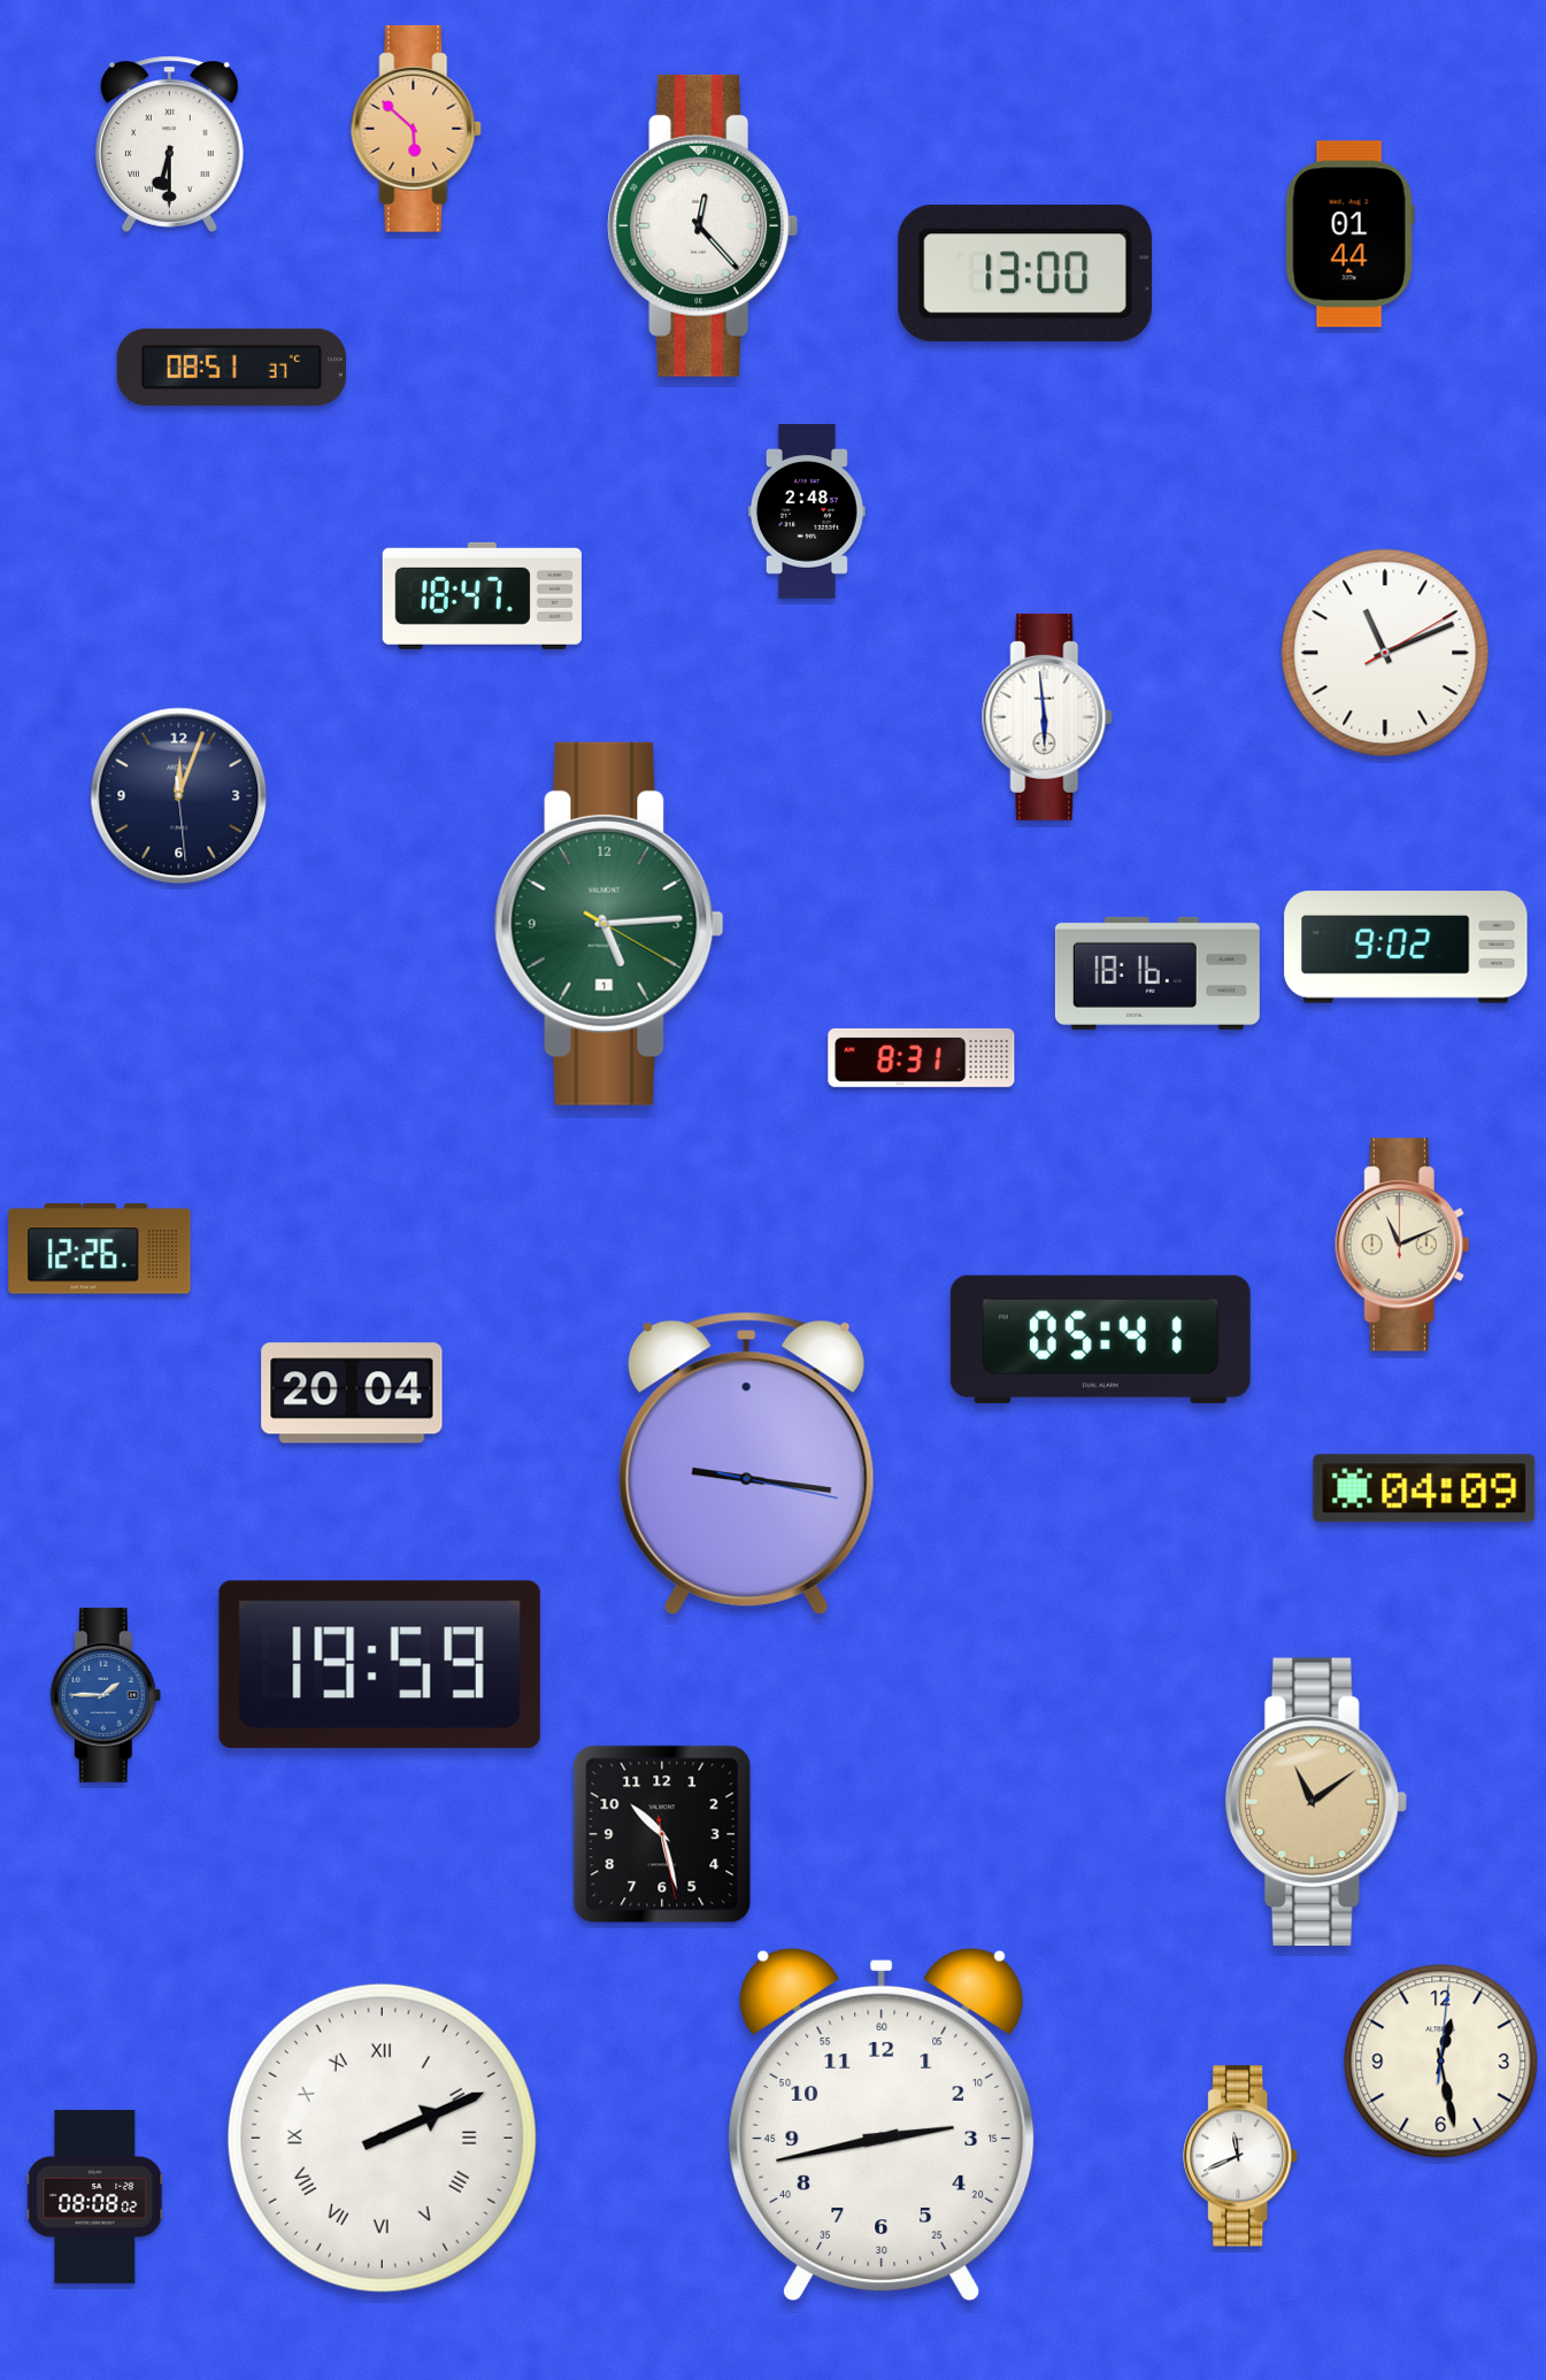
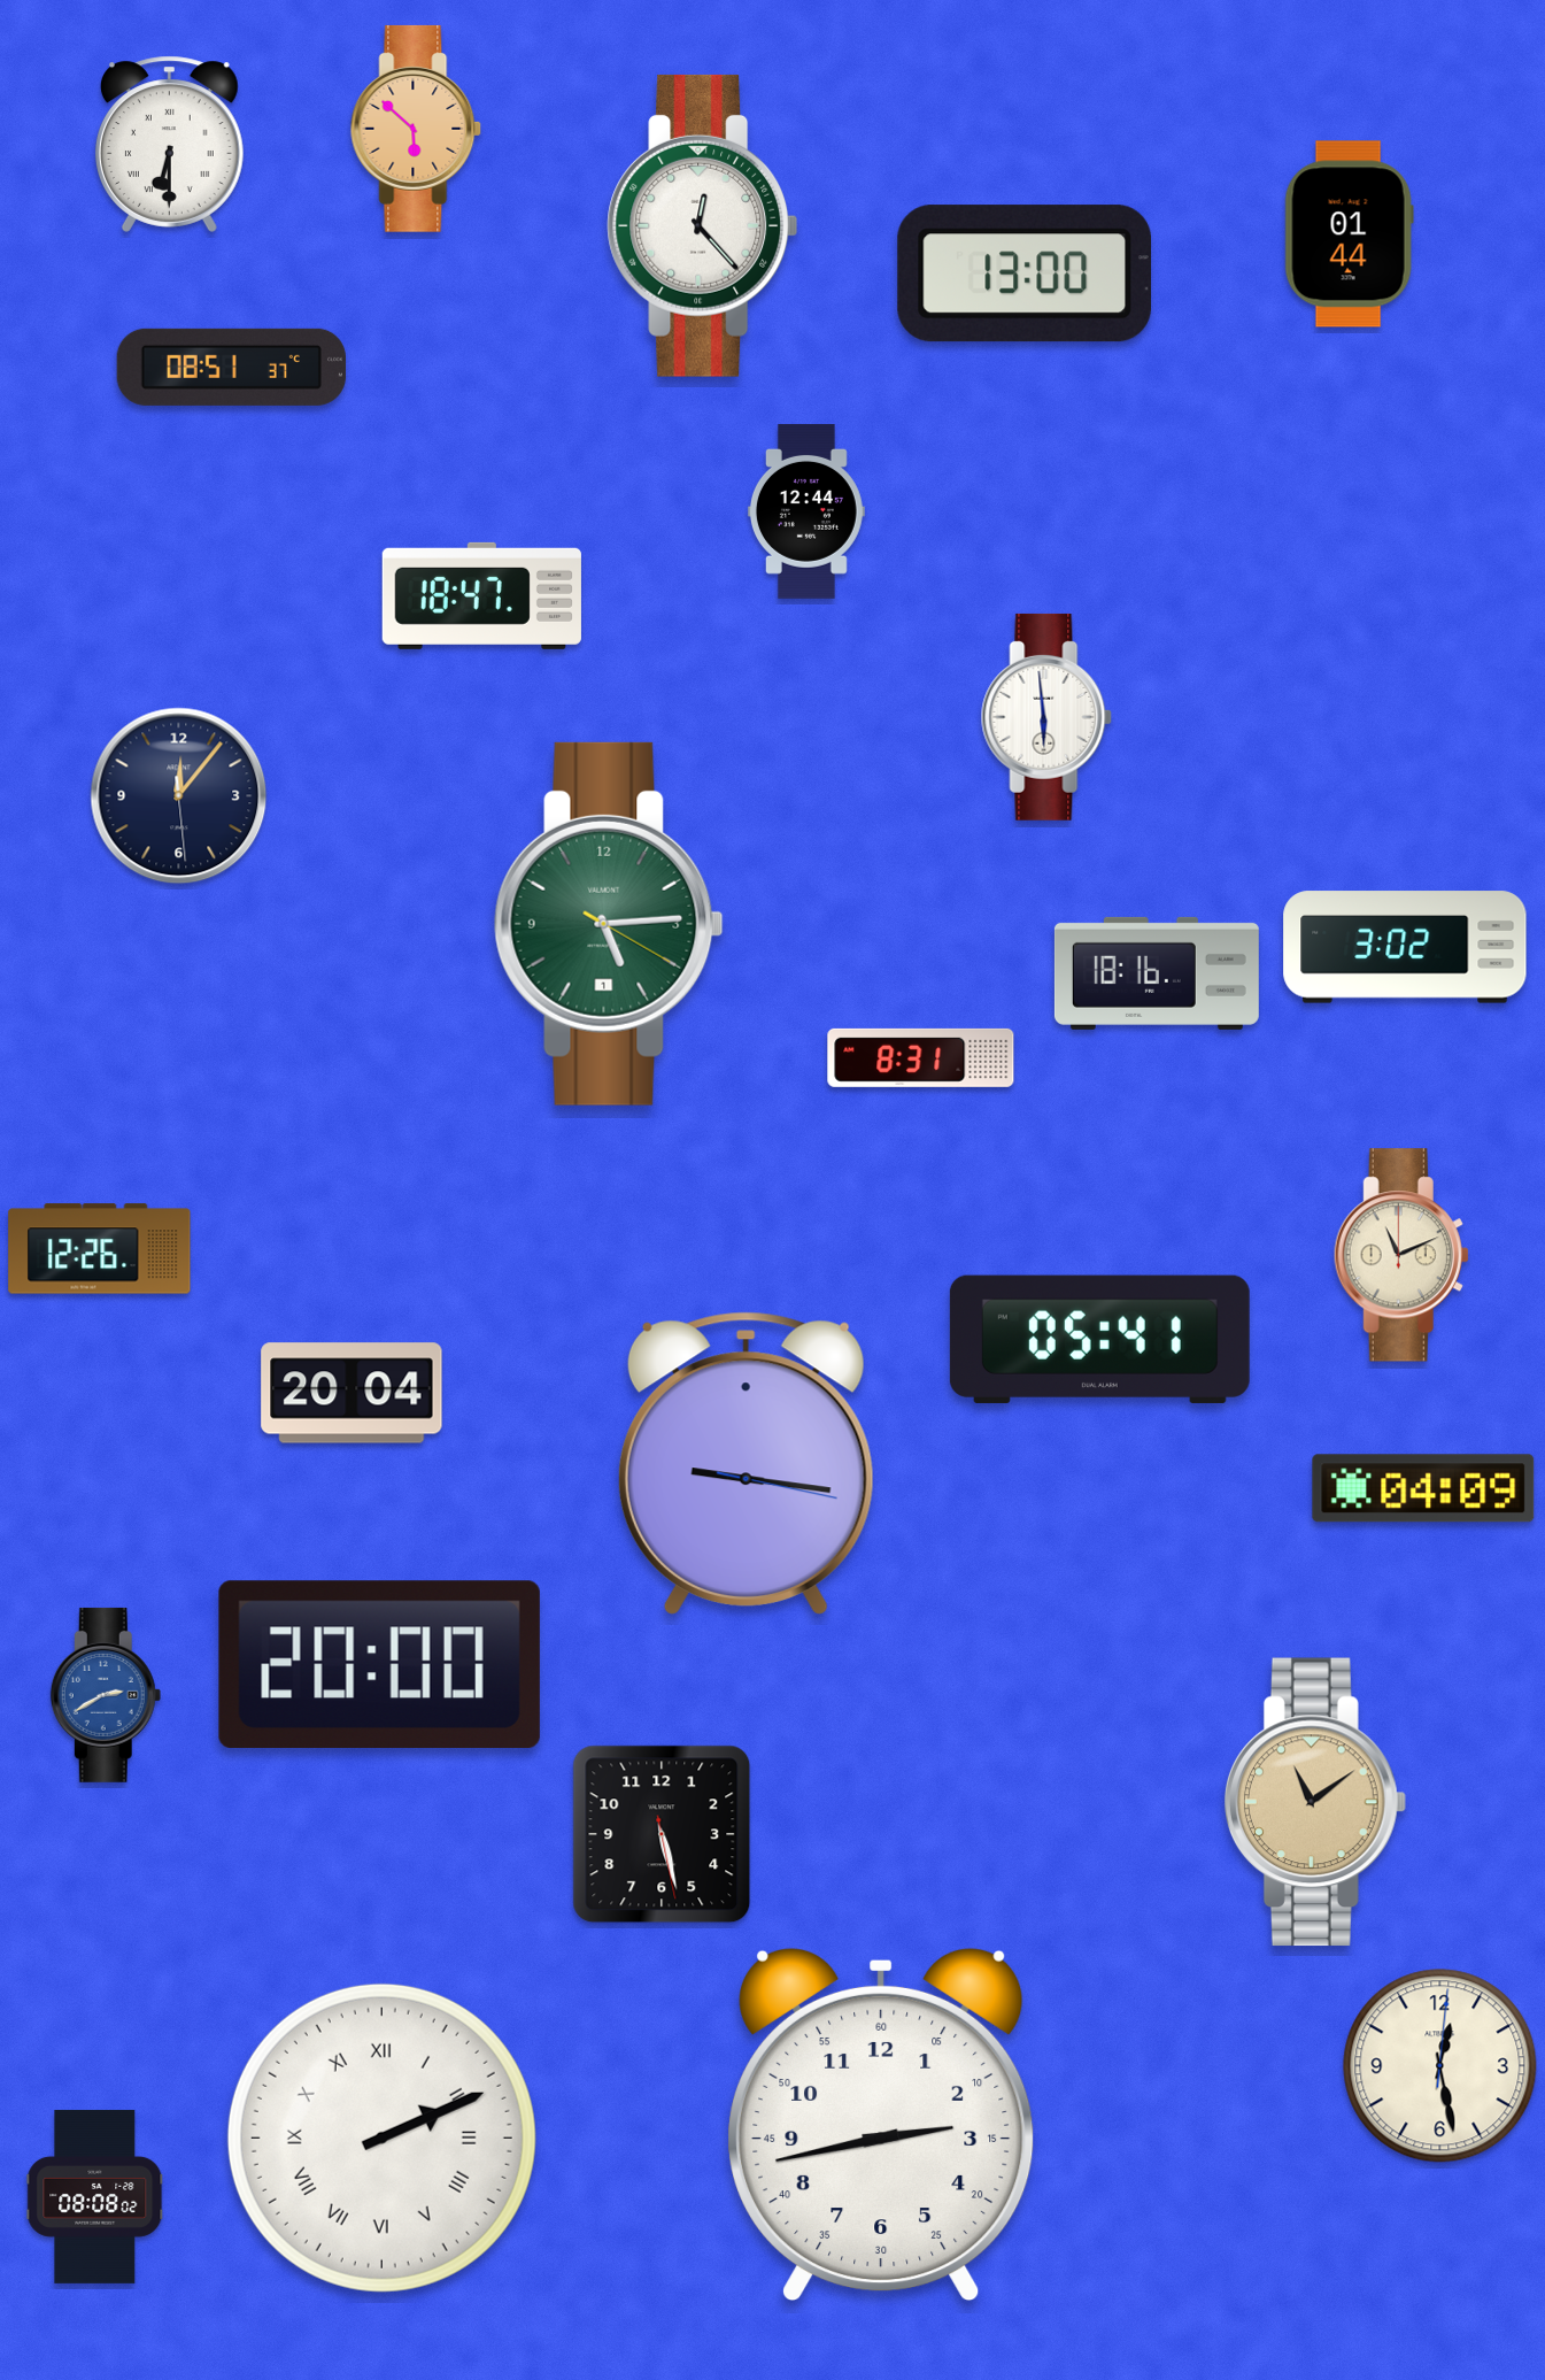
clock at (807, 511): 2:48 -> 12:44
clock at (1385, 653): 11:11 -> none
clock at (179, 796): 12:03 -> 12:06
clock at (1406, 947): 9:02 -> 3:02
clock at (1402, 1245) position: (1402, 1245) -> (1401, 1255)
clock at (379, 1664): 19:59 -> 20:00
clock at (106, 1695): 1:45 -> 2:40
clock at (662, 1834): 10:27 -> 5:27
clock at (1441, 2062) position: (1441, 2062) -> (1440, 2066)
clock at (1241, 2156): 11:41 -> none
